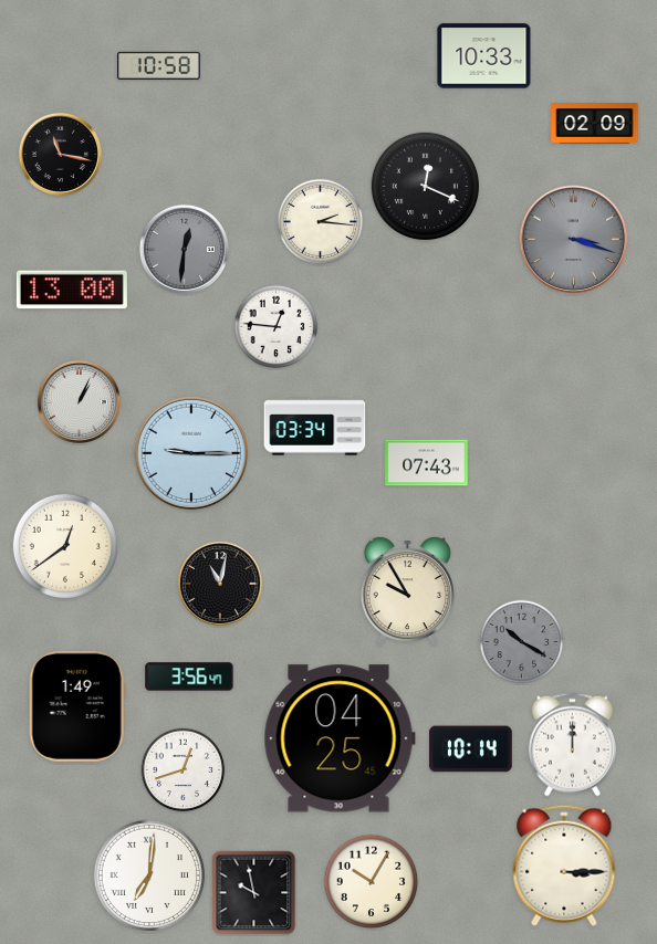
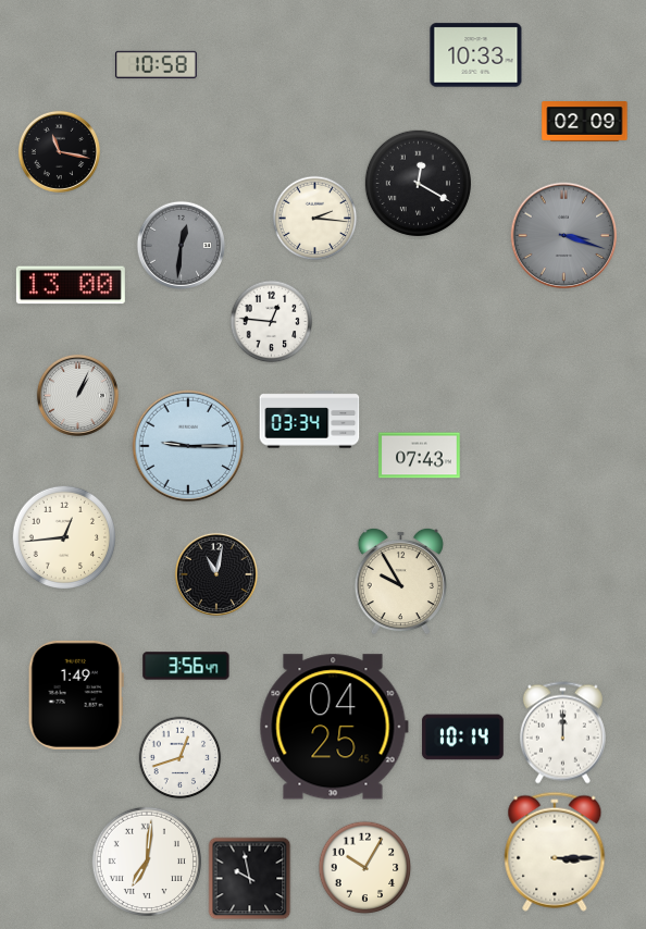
clock at (425, 186): 12:19 -> 12:20
clock at (64, 545): 12:39 -> 12:44
clock at (522, 642): 10:20 -> none
